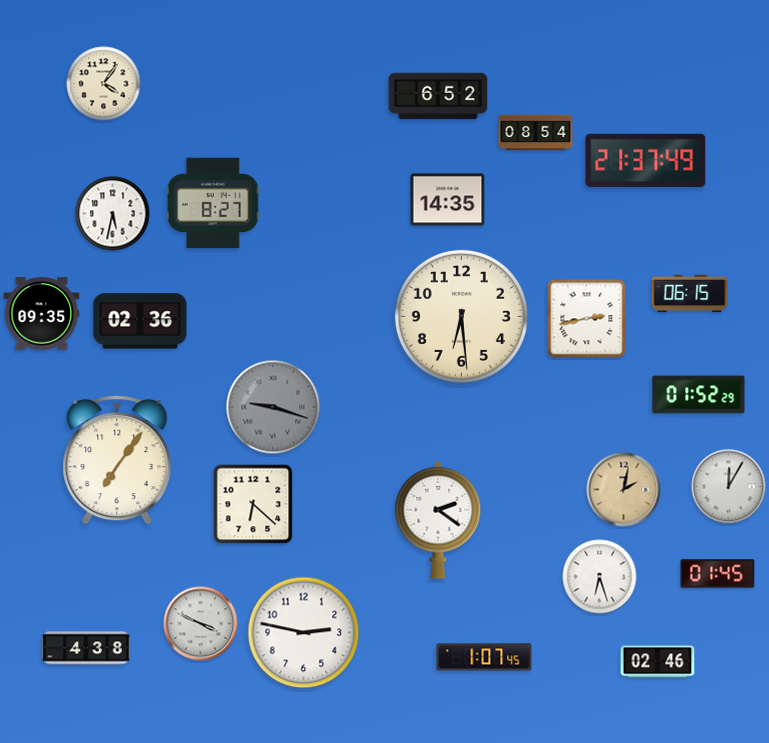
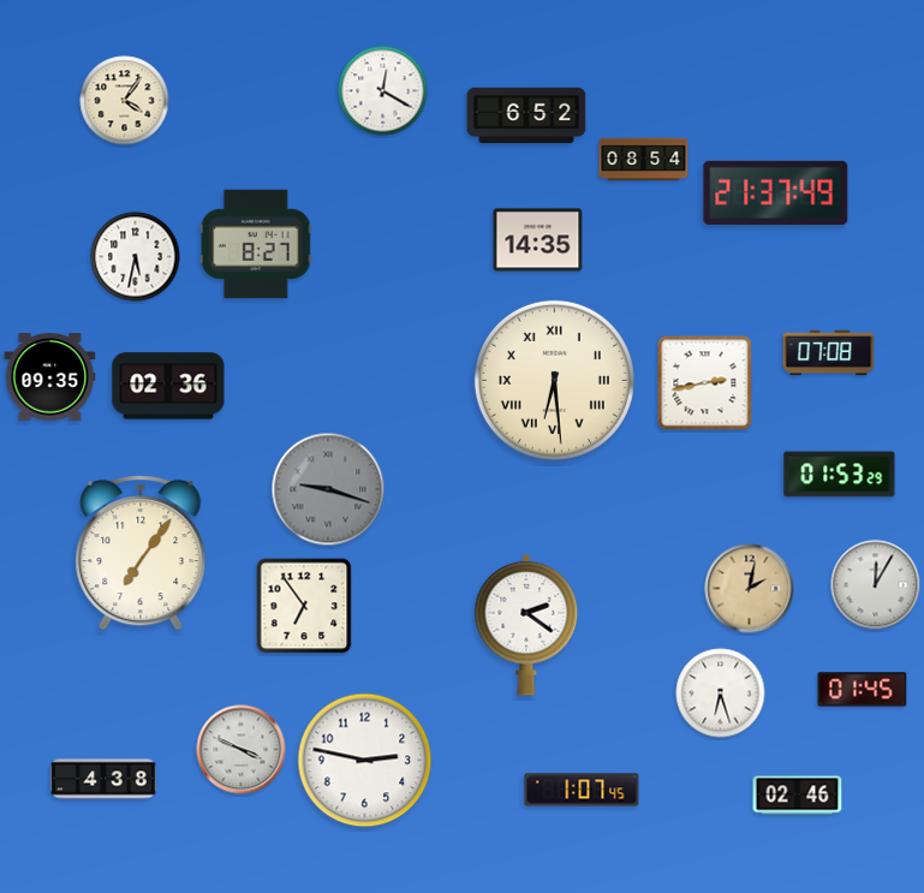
clock at (383, 91): none -> 12:20
clock at (690, 294): 06:15 -> 07:08
clock at (461, 316) numerals: Arabic -> Roman
clock at (699, 395): 01:52 -> 01:53
clock at (253, 504): 6:22 -> 6:54
clock at (658, 662) position: (658, 662) -> (798, 796)
